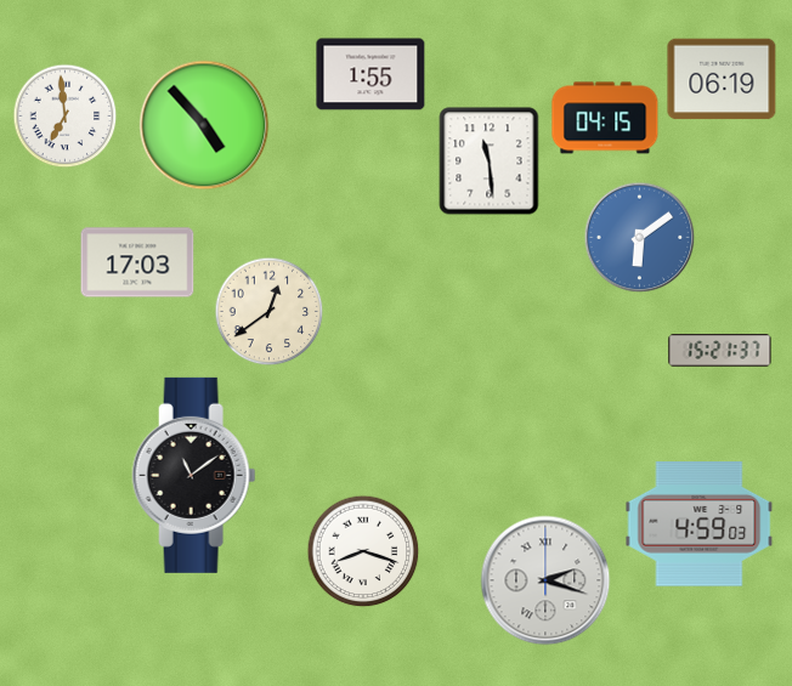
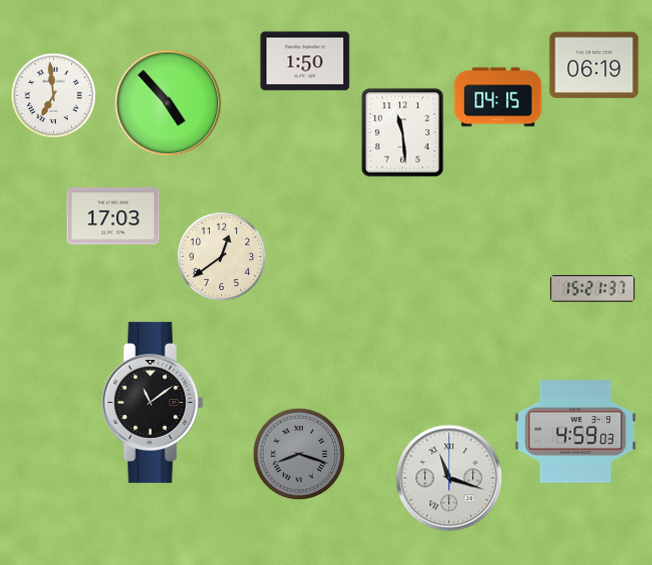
clock at (370, 74): 1:55 -> 1:50
clock at (640, 238): 6:09 -> none
clock at (194, 475) position: (194, 475) -> (153, 402)
clock at (363, 551) dial: white -> grey
clock at (545, 580): 2:18 -> 11:18
